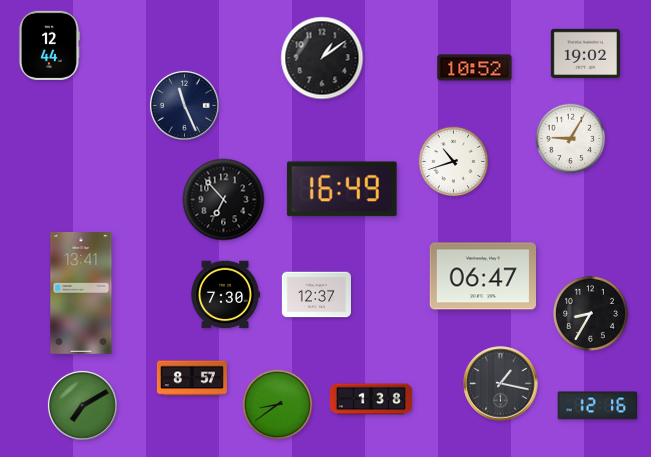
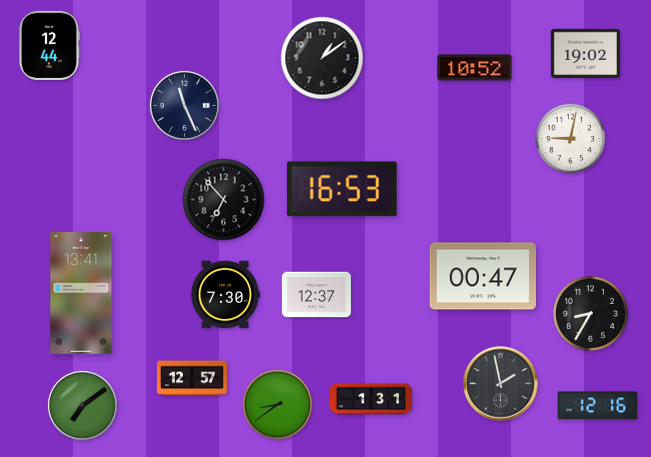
clock at (571, 139): 9:05 -> 9:02
clock at (454, 162): 10:42 -> none
clock at (342, 189): 16:49 -> 16:53
clock at (482, 276): 06:47 -> 00:47
clock at (192, 378): 8:57 -> 12:57
clock at (501, 384): 1:17 -> 1:58
clock at (371, 399): 1:38 -> 1:31
clock at (82, 405): 7:10 -> 7:09
